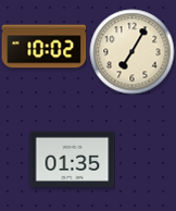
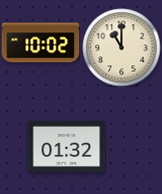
clock at (131, 51): 7:05 -> 11:00
clock at (72, 159): 01:35 -> 01:32
